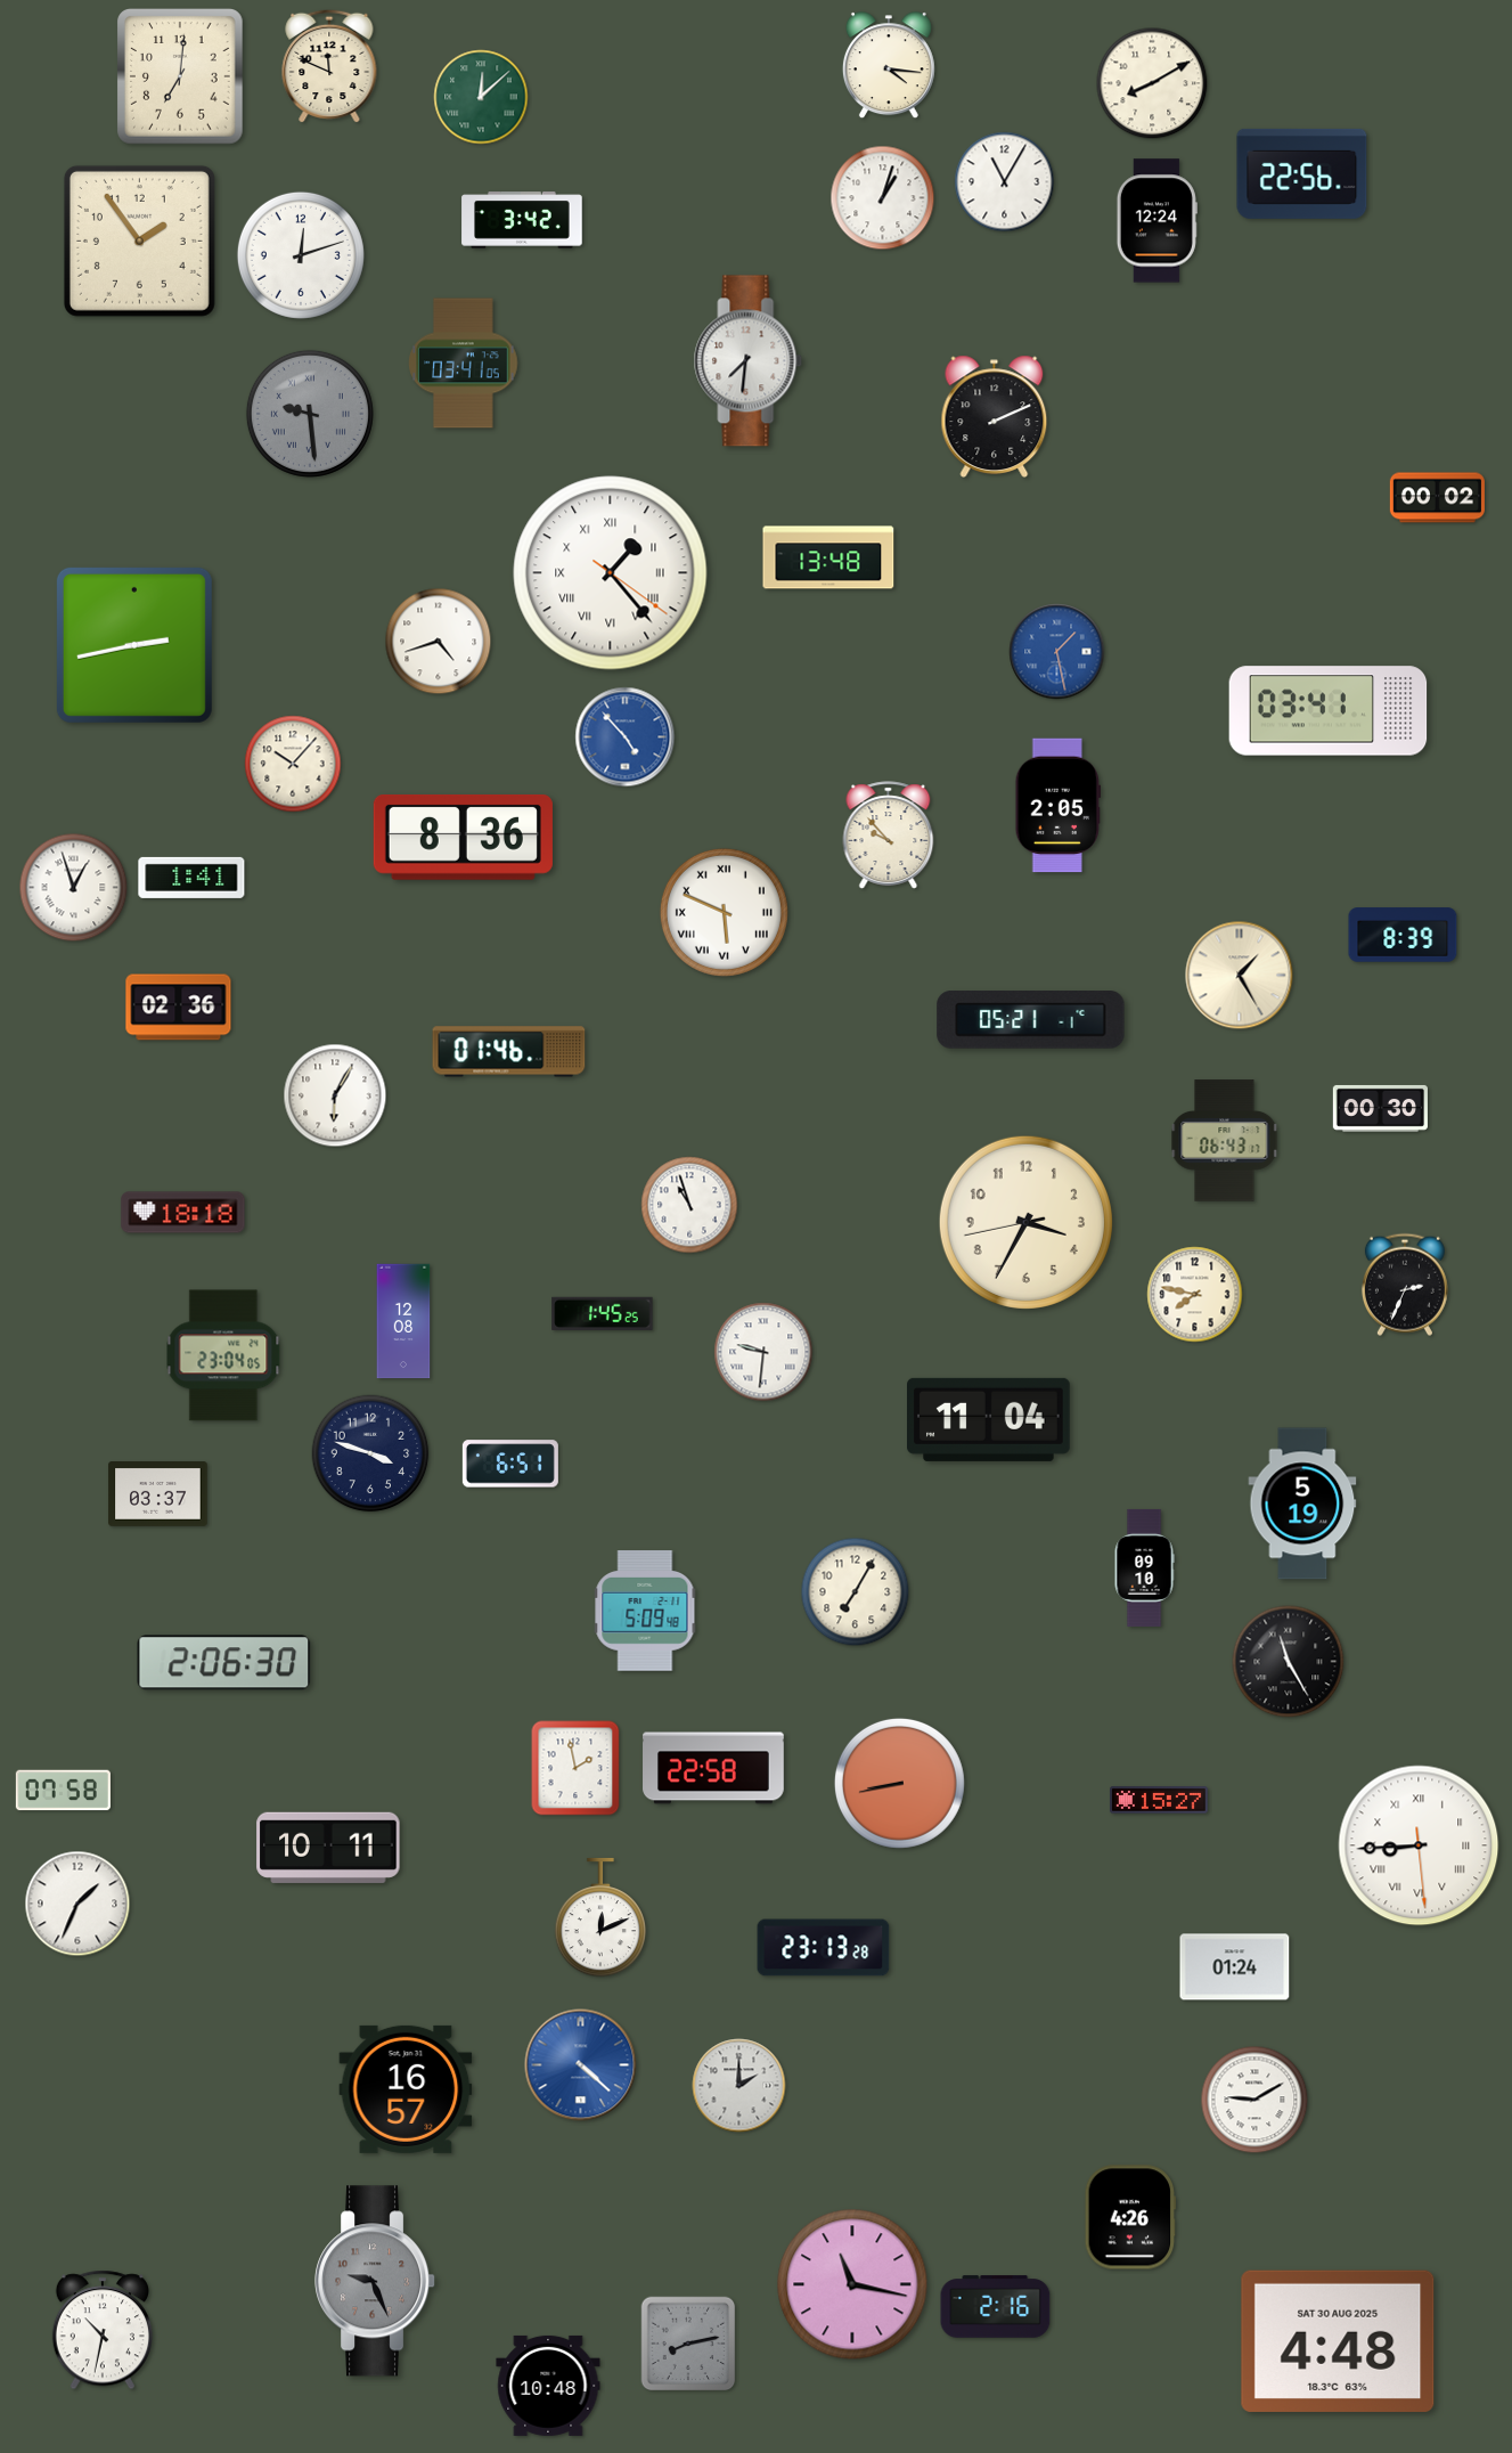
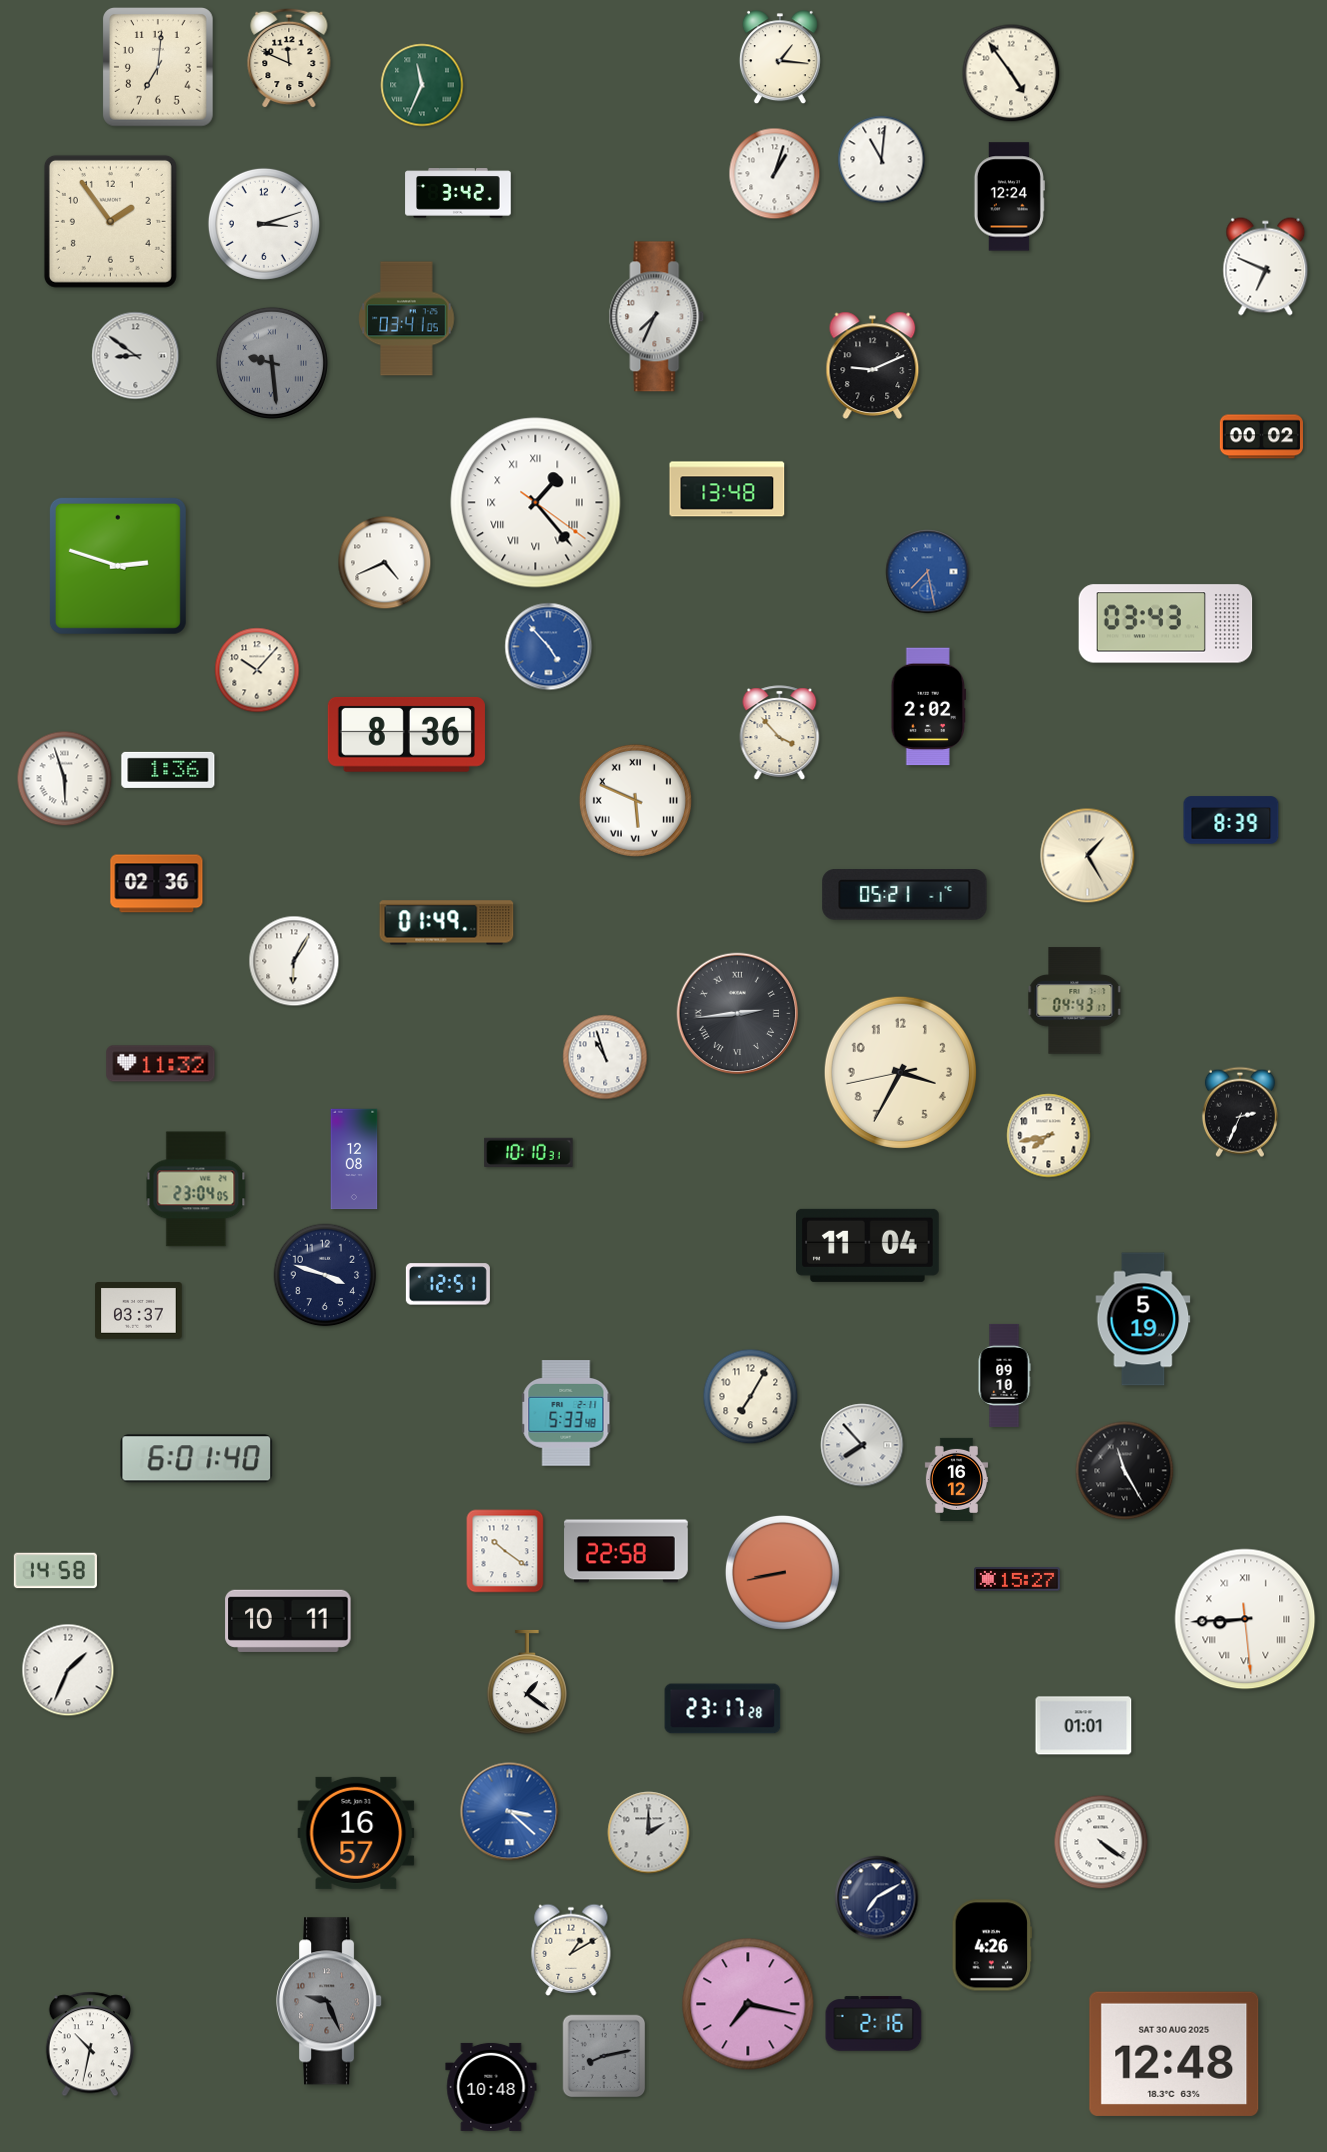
clock at (889, 66): 4:16 -> 1:16
clock at (1152, 83): 8:10 -> 4:54
clock at (481, 97): 12:08 -> 11:34
clock at (1302, 173): 22:56 -> none
clock at (1005, 182): 11:05 -> 11:01
clock at (1157, 221) position: (1157, 221) -> (1009, 197)
clock at (139, 241) position: (139, 241) -> (110, 221)
clock at (301, 255): 12:12 -> 3:12
clock at (1266, 267): none -> 6:49
clock at (749, 361): 7:31 -> 7:34
clock at (136, 356): none -> 8:51
clock at (995, 416): 2:11 -> 9:11
clock at (439, 642): 4:42 -> 4:41
clock at (134, 645): 2:43 -> 2:48
clock at (1057, 652): 1:28 -> 7:28
clock at (1329, 711): 03:41 -> 03:43
clock at (1057, 806): 2:05 -> 2:02
clock at (889, 836): 9:53 -> 3:53
clock at (191, 878): 1:41 -> 1:36
clock at (74, 888): 12:57 -> 5:57
clock at (509, 1052): 01:46 -> 01:49
clock at (1380, 1108): 00:30 -> none
clock at (1225, 1141): 06:43 -> 04:43
clock at (737, 1013): none -> 2:44
clock at (183, 1213): 18:18 -> 11:32
clock at (1405, 1285) position: (1405, 1285) -> (1240, 1112)
clock at (1195, 1295): 7:47 -> 7:43
clock at (603, 1313): 1:45 -> 10:10
clock at (763, 1352): 9:31 -> none
clock at (510, 1464): 6:51 -> 12:51
clock at (645, 1611): 5:09 -> 5:33
clock at (862, 1445): none -> 7:53
clock at (1289, 1662) position: (1289, 1662) -> (1125, 1471)
clock at (224, 1663): 2:06 -> 6:01
clock at (956, 1479): none -> 16:12
clock at (575, 1768): 1:58 -> 10:21
clock at (899, 1783) position: (899, 1783) -> (782, 1572)
clock at (63, 1791): 07:58 -> 14:58
clock at (600, 1917): 12:11 -> 1:21
clock at (824, 1948): 23:13 -> 23:17
clock at (1235, 1967): 01:24 -> 01:01
clock at (581, 2065): 4:22 -> 3:22
clock at (739, 2086) position: (739, 2086) -> (649, 1833)
clock at (1254, 2100): 9:10 -> 4:21
clock at (877, 1898): none -> 7:10
clock at (571, 1950): none -> 1:10
clock at (852, 2284): 11:17 -> 7:17
clock at (1338, 2341): 4:48 -> 12:48
clock at (548, 2386) position: (548, 2386) -> (491, 2087)
